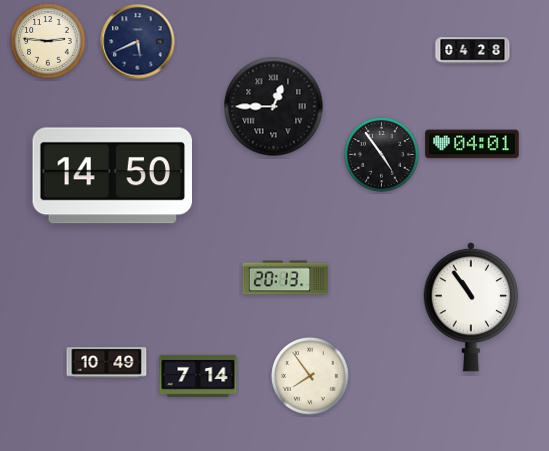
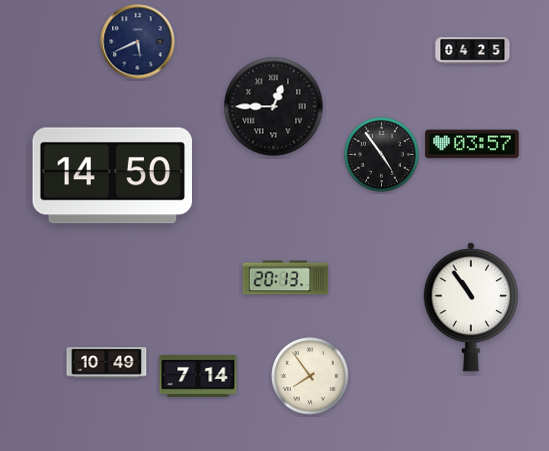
clock at (48, 41): 2:46 -> none
clock at (473, 51): 04:28 -> 04:25
clock at (472, 144): 04:01 -> 03:57
